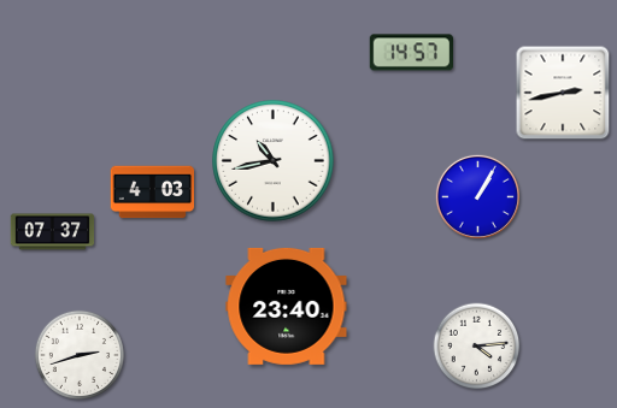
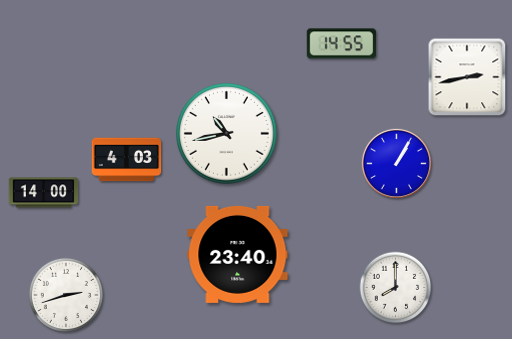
clock at (411, 53): 14:57 -> 14:55
clock at (53, 232): 07:37 -> 14:00
clock at (477, 347): 4:14 -> 8:00
